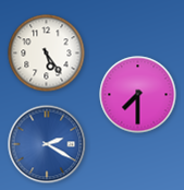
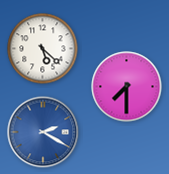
clock at (47, 54): 5:24 -> 5:22
